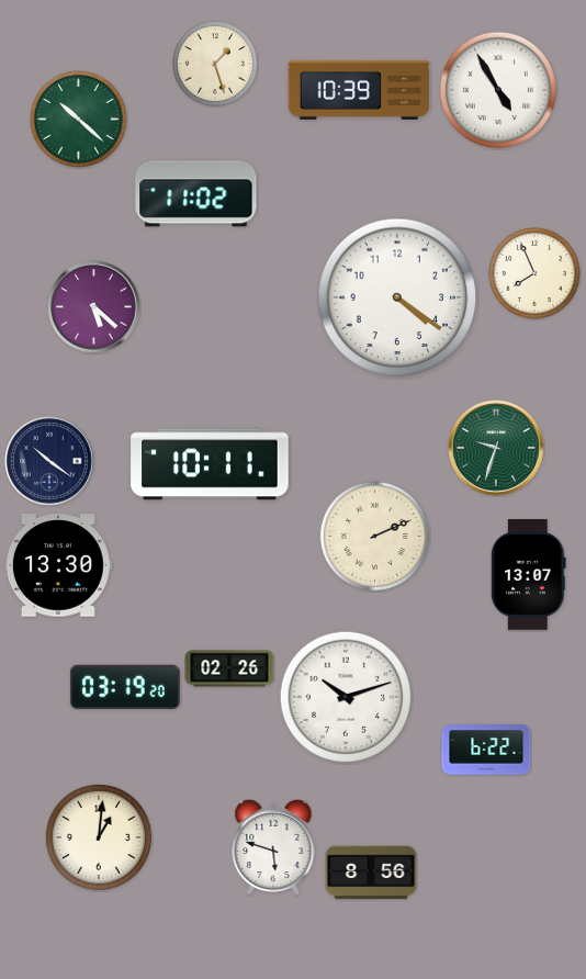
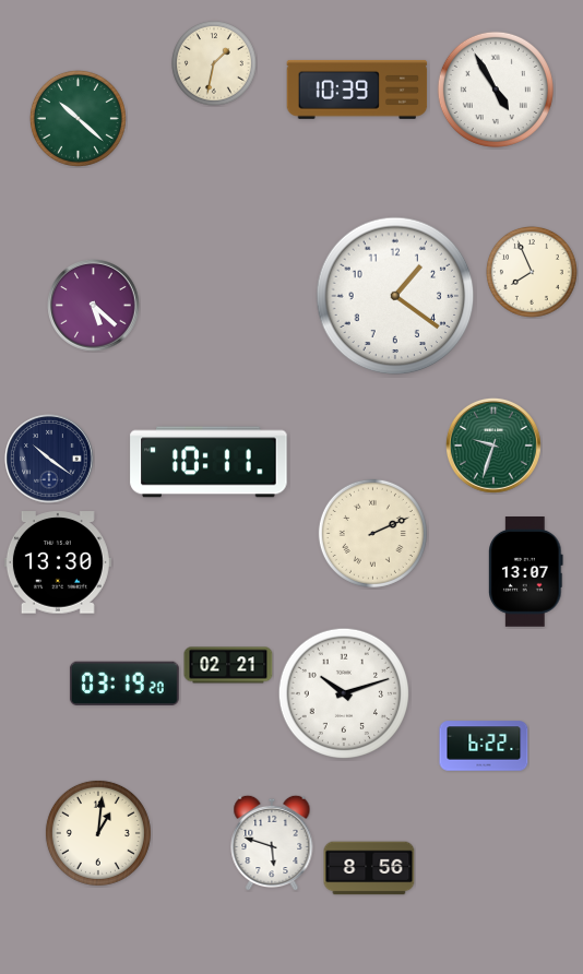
clock at (215, 64): 1:27 -> 1:32
clock at (196, 194): 11:02 -> none
clock at (397, 297): 4:21 -> 1:21
clock at (229, 668): 02:26 -> 02:21
